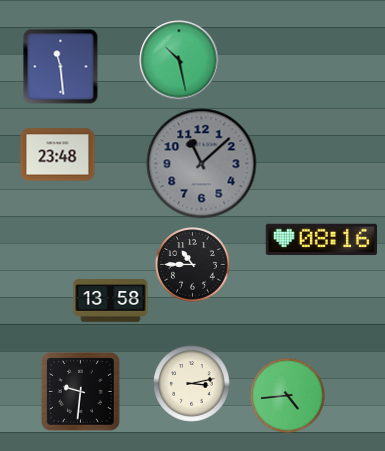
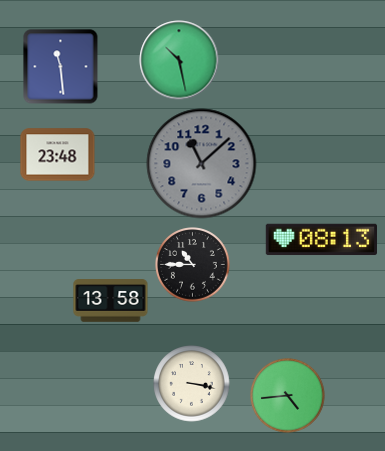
clock at (322, 240): 08:16 -> 08:13
clock at (192, 384): 3:13 -> 3:17
clock at (81, 392): 9:31 -> none
